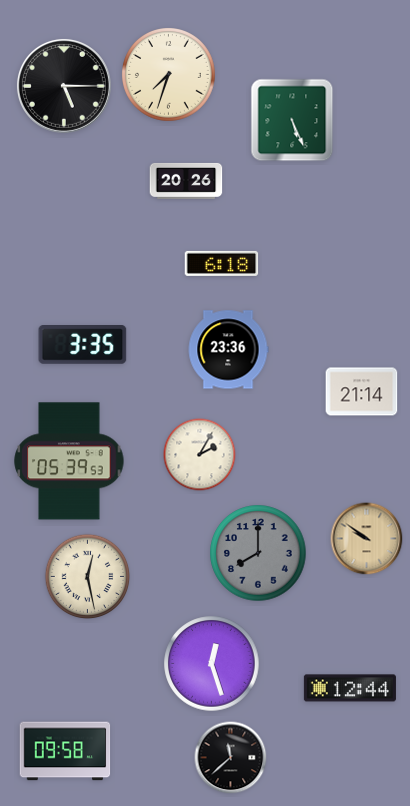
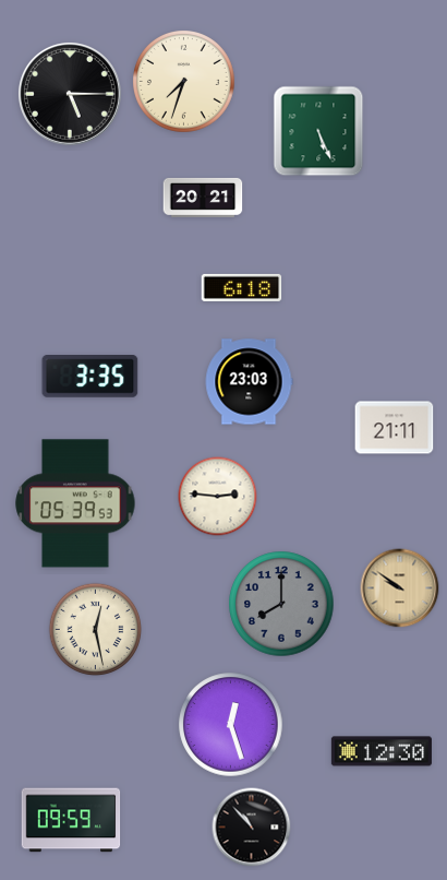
clock at (186, 181): 20:26 -> 20:21
clock at (228, 350): 23:36 -> 23:03
clock at (362, 392): 21:14 -> 21:11
clock at (200, 455): 2:05 -> 2:46
clock at (350, 688): 12:44 -> 12:30
clock at (65, 751): 09:58 -> 09:59
clock at (231, 758): 11:38 -> 10:53
